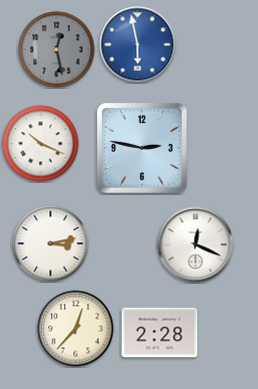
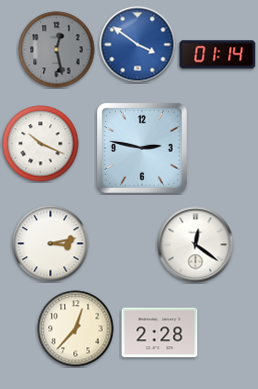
clock at (138, 45): 5:58 -> 3:51
clock at (218, 55): none -> 01:14
clock at (196, 245): 12:19 -> 12:21
